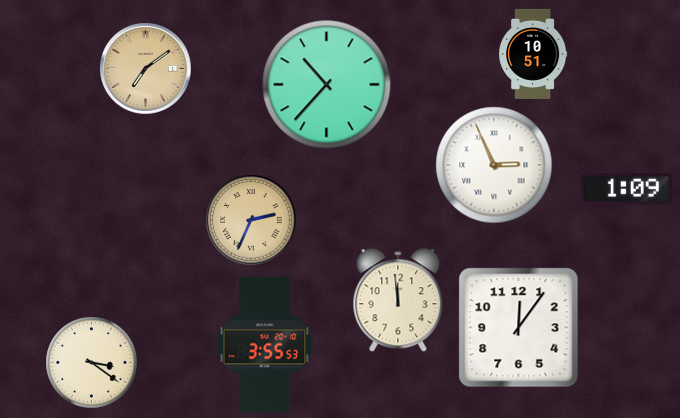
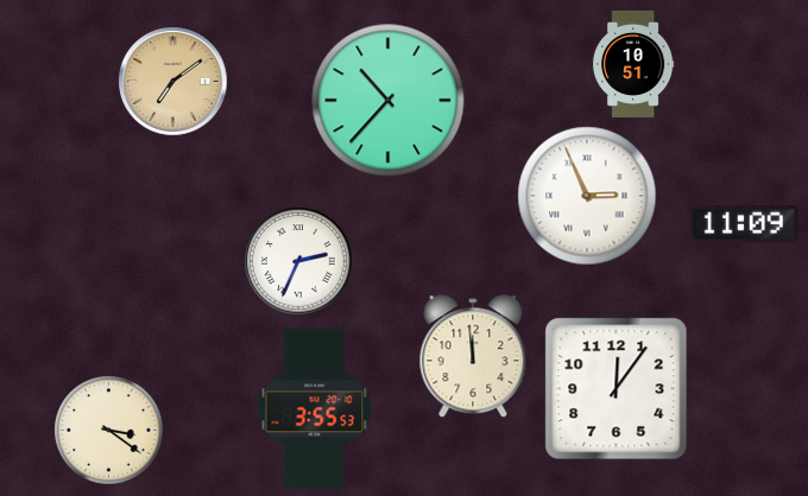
clock at (626, 189): 1:09 -> 11:09
clock at (251, 220) dial: champagne -> white
